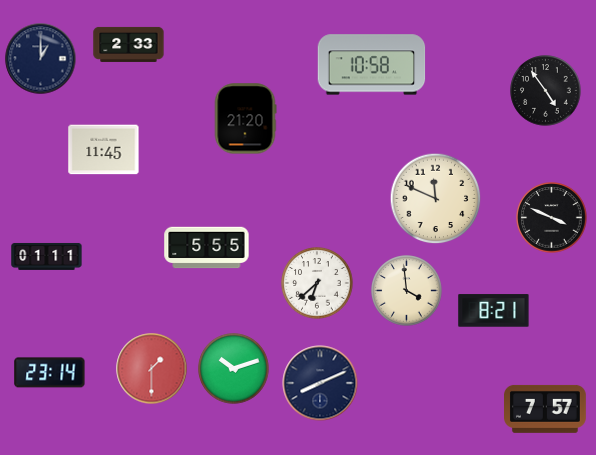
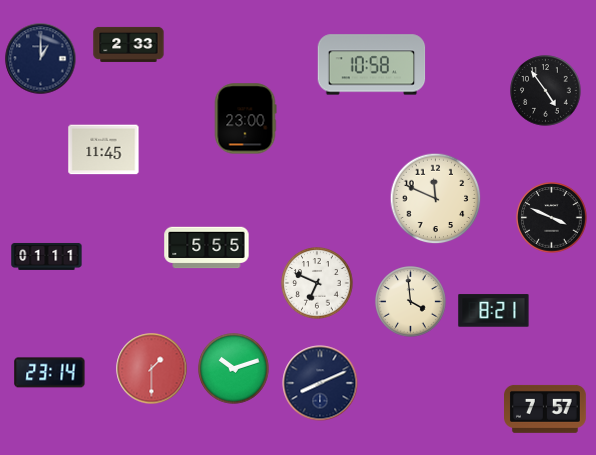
clock at (245, 119): 21:20 -> 23:00
clock at (317, 283): 6:38 -> 6:49
clock at (407, 291) position: (407, 291) -> (411, 302)
